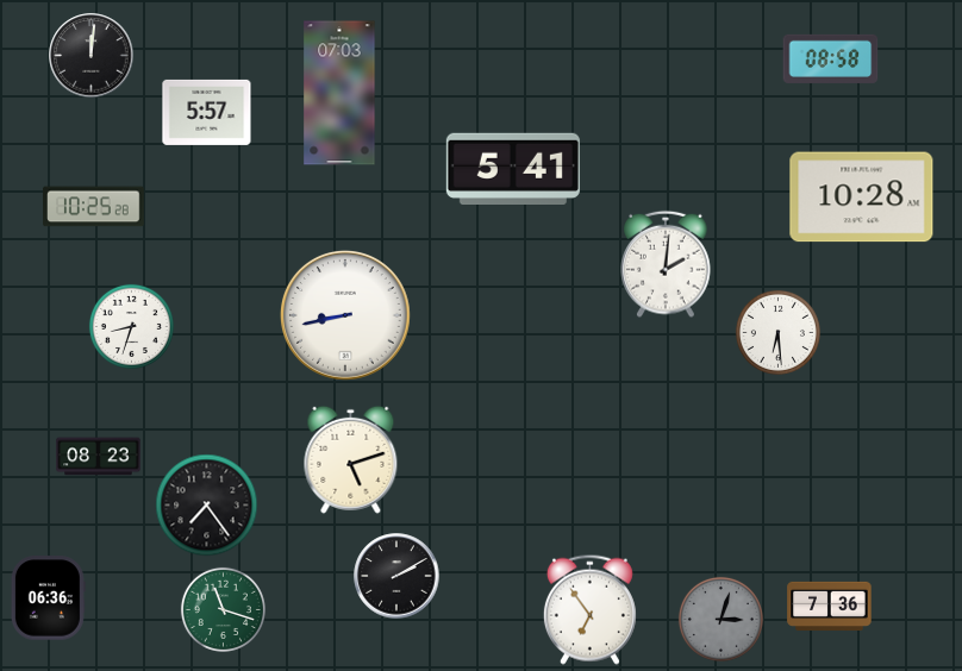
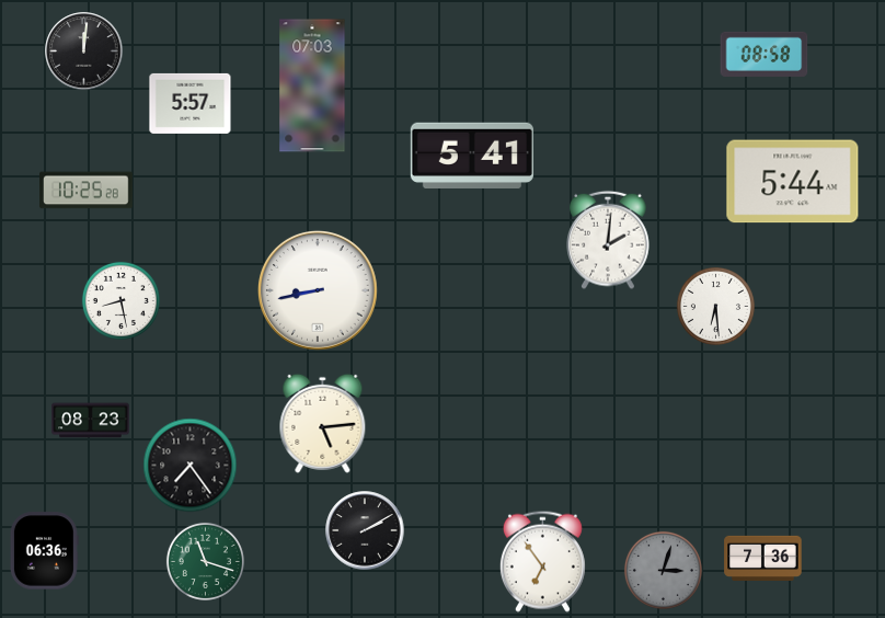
clock at (862, 197): 10:28 -> 5:44
clock at (666, 264) position: (666, 264) -> (608, 240)
clock at (131, 326): 8:33 -> 8:28
clock at (351, 459): 5:12 -> 5:14
